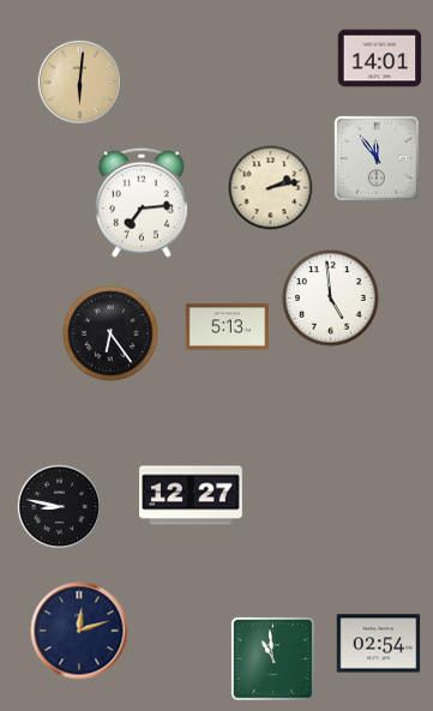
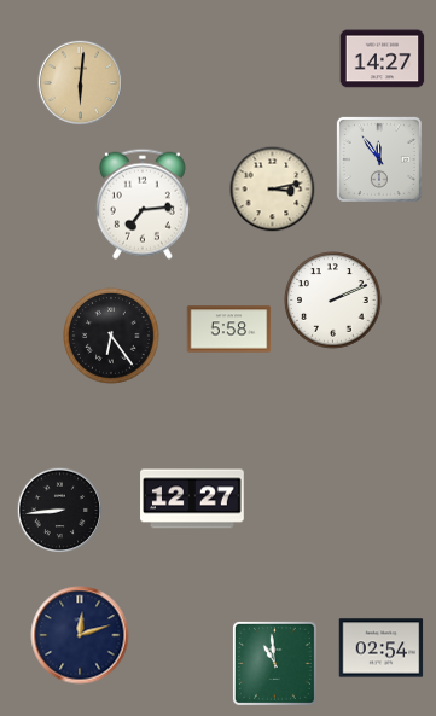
clock at (380, 59): 14:01 -> 14:27
clock at (271, 188): 2:13 -> 3:13
clock at (331, 299): 4:59 -> 2:11
clock at (228, 327): 5:13 -> 5:58
clock at (60, 507): 8:47 -> 8:44
